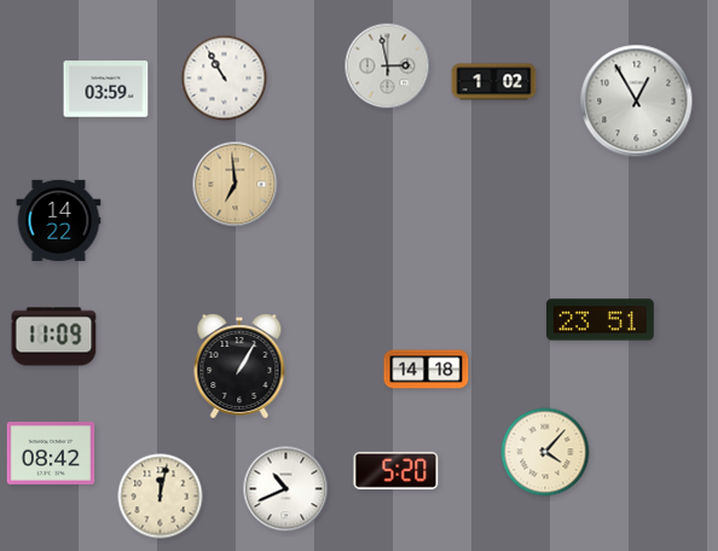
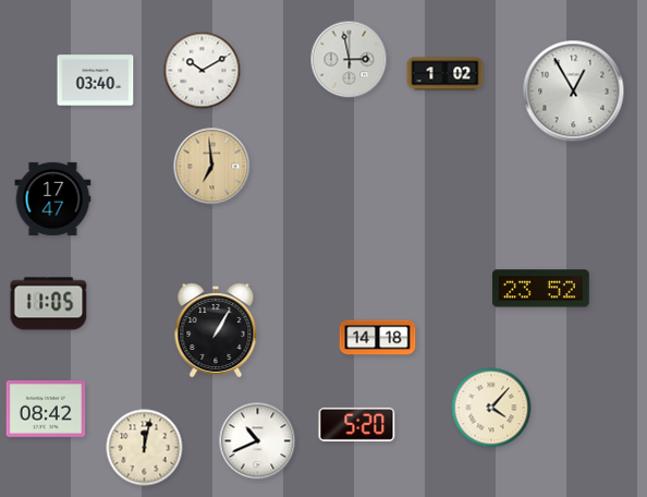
clock at (225, 79): 10:55 -> 10:10
clock at (106, 89): 03:59 -> 03:40
clock at (59, 220): 14:22 -> 17:47
clock at (600, 320): 23:51 -> 23:52
clock at (54, 337): 11:09 -> 11:05
clock at (427, 370) position: (427, 370) -> (378, 338)
